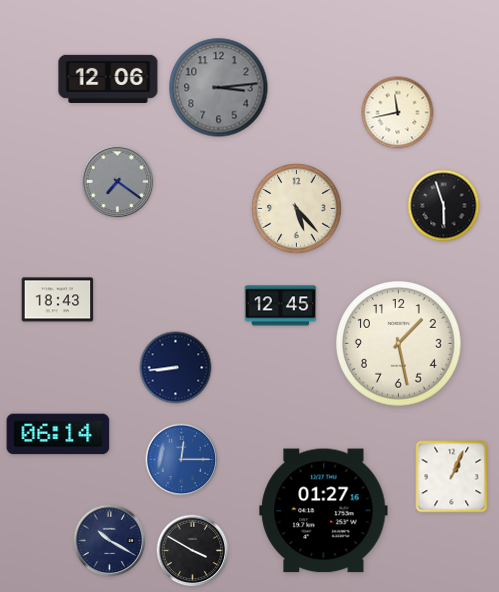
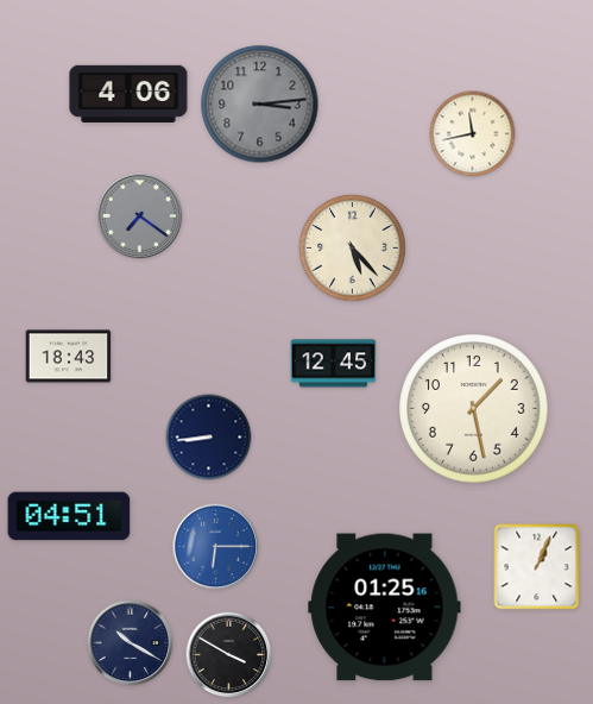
clock at (108, 79): 12:06 -> 4:06
clock at (444, 206): 5:57 -> none
clock at (58, 434): 06:14 -> 04:51
clock at (182, 460): 12:15 -> 6:15
clock at (324, 511): 01:27 -> 01:25
